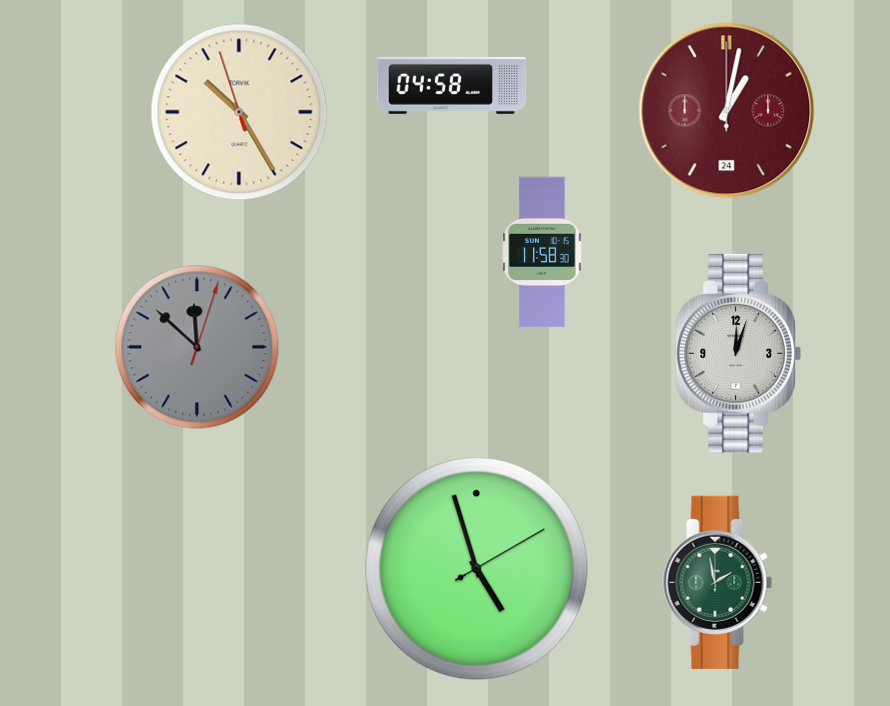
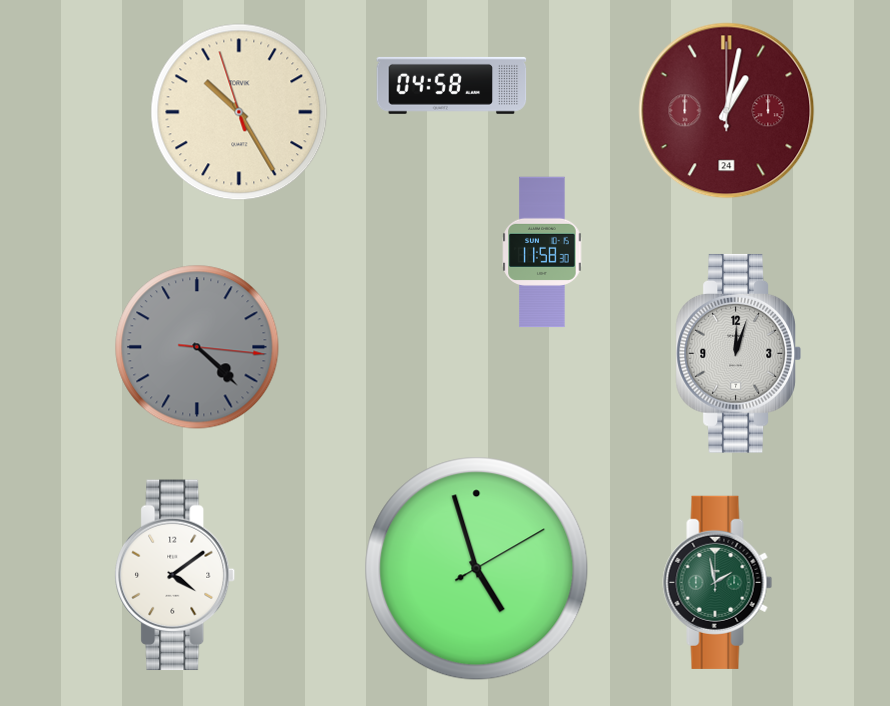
clock at (197, 347): 11:52 -> 4:22
clock at (175, 575): none -> 4:09
